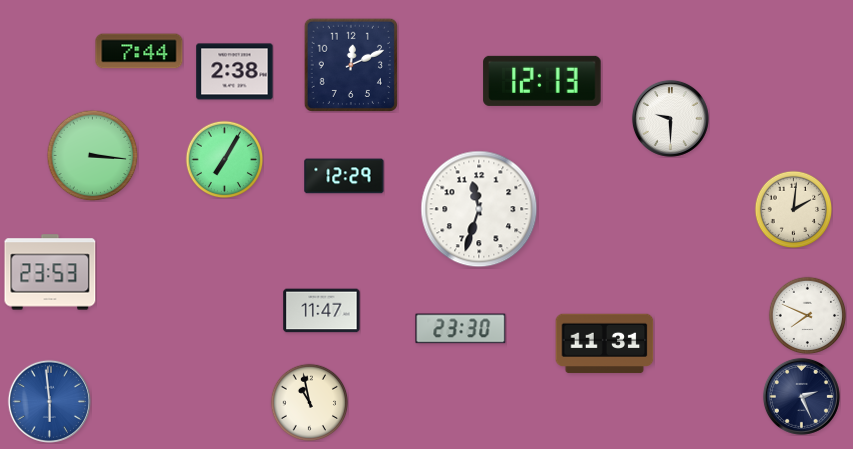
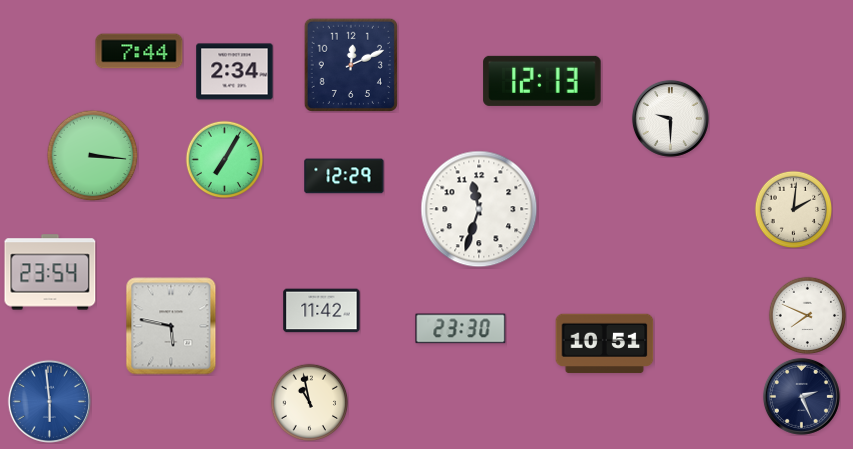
clock at (235, 72): 2:38 -> 2:34
clock at (50, 272): 23:53 -> 23:54
clock at (322, 311): 11:47 -> 11:42
clock at (171, 326): none -> 5:47
clock at (605, 344): 11:31 -> 10:51
